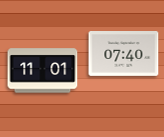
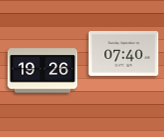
clock at (43, 71): 11:01 -> 19:26
